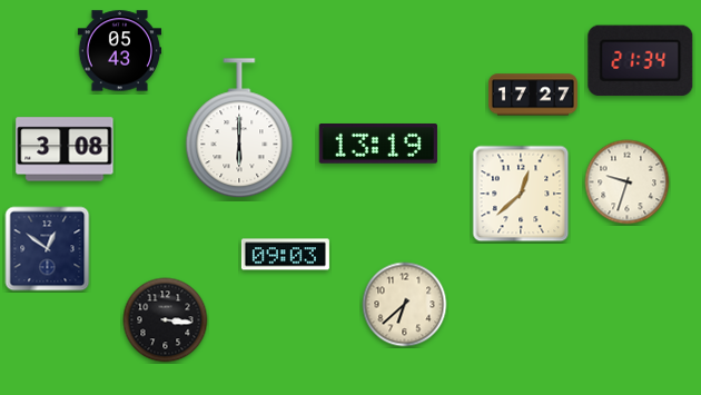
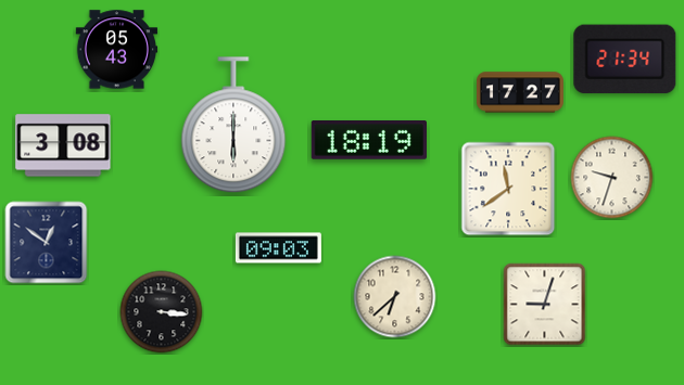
clock at (378, 145): 13:19 -> 18:19
clock at (521, 194): 12:38 -> 11:39
clock at (545, 305): none -> 9:03
